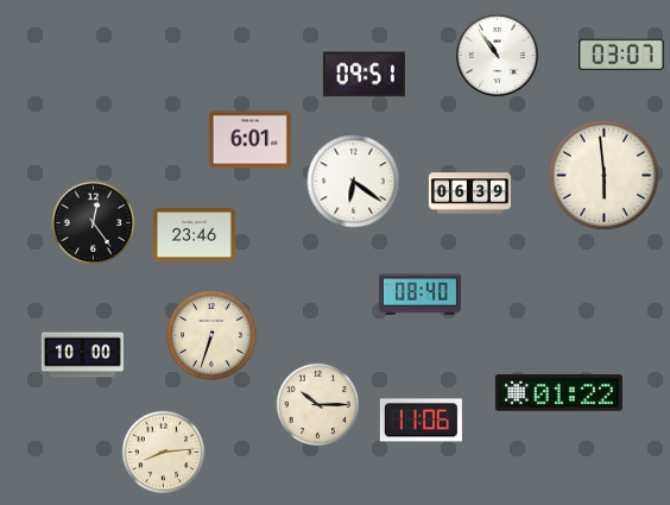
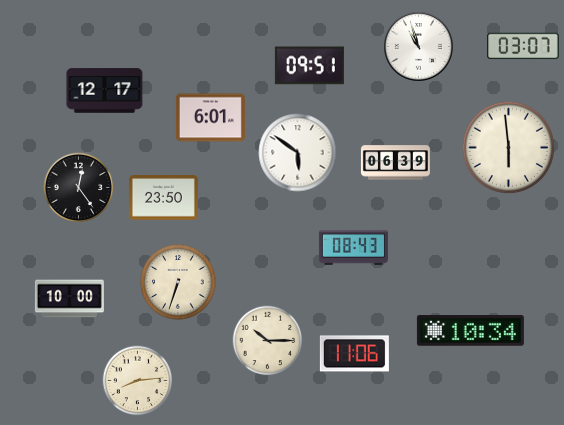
clock at (498, 56): 10:54 -> 10:57
clock at (364, 75) position: (364, 75) -> (309, 66)
clock at (105, 91): none -> 12:17
clock at (354, 182): 6:21 -> 5:51
clock at (194, 235): 23:46 -> 23:50
clock at (419, 295): 08:40 -> 08:43
clock at (558, 393): 01:22 -> 10:34
